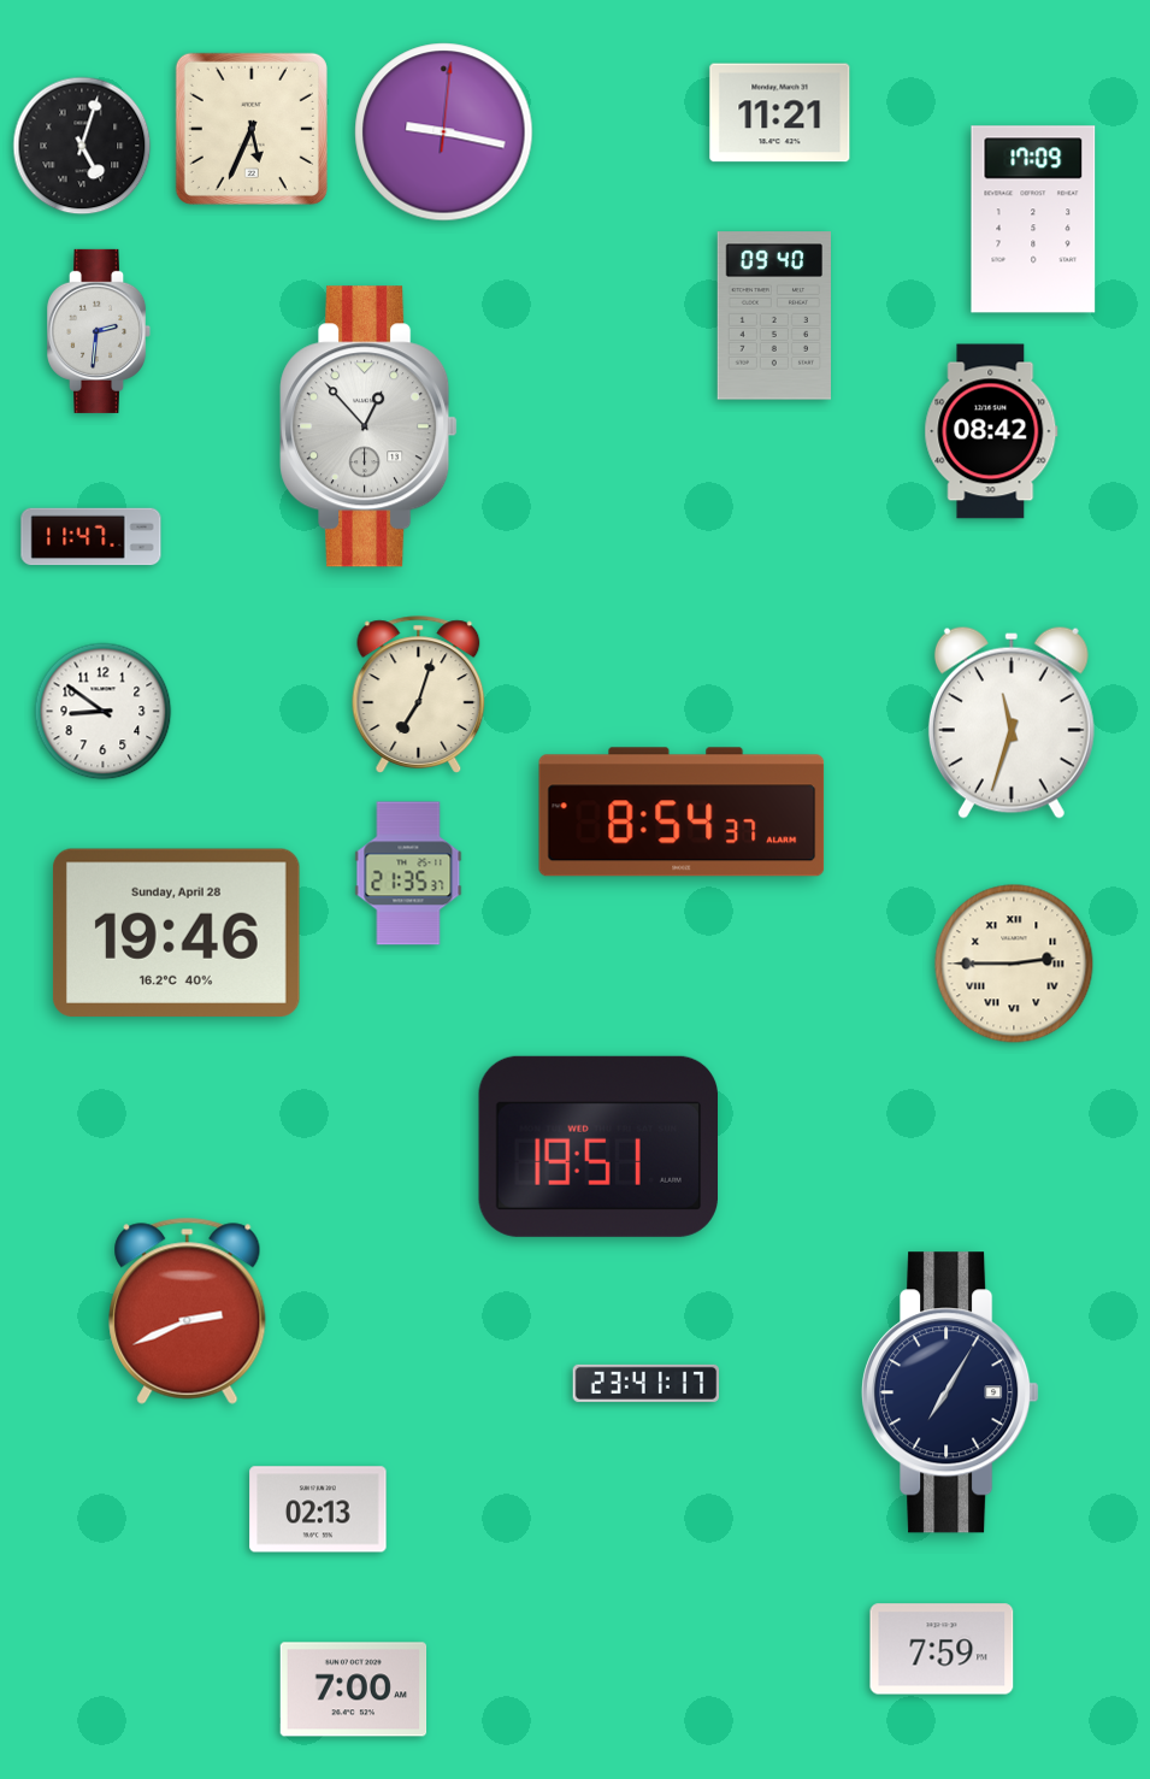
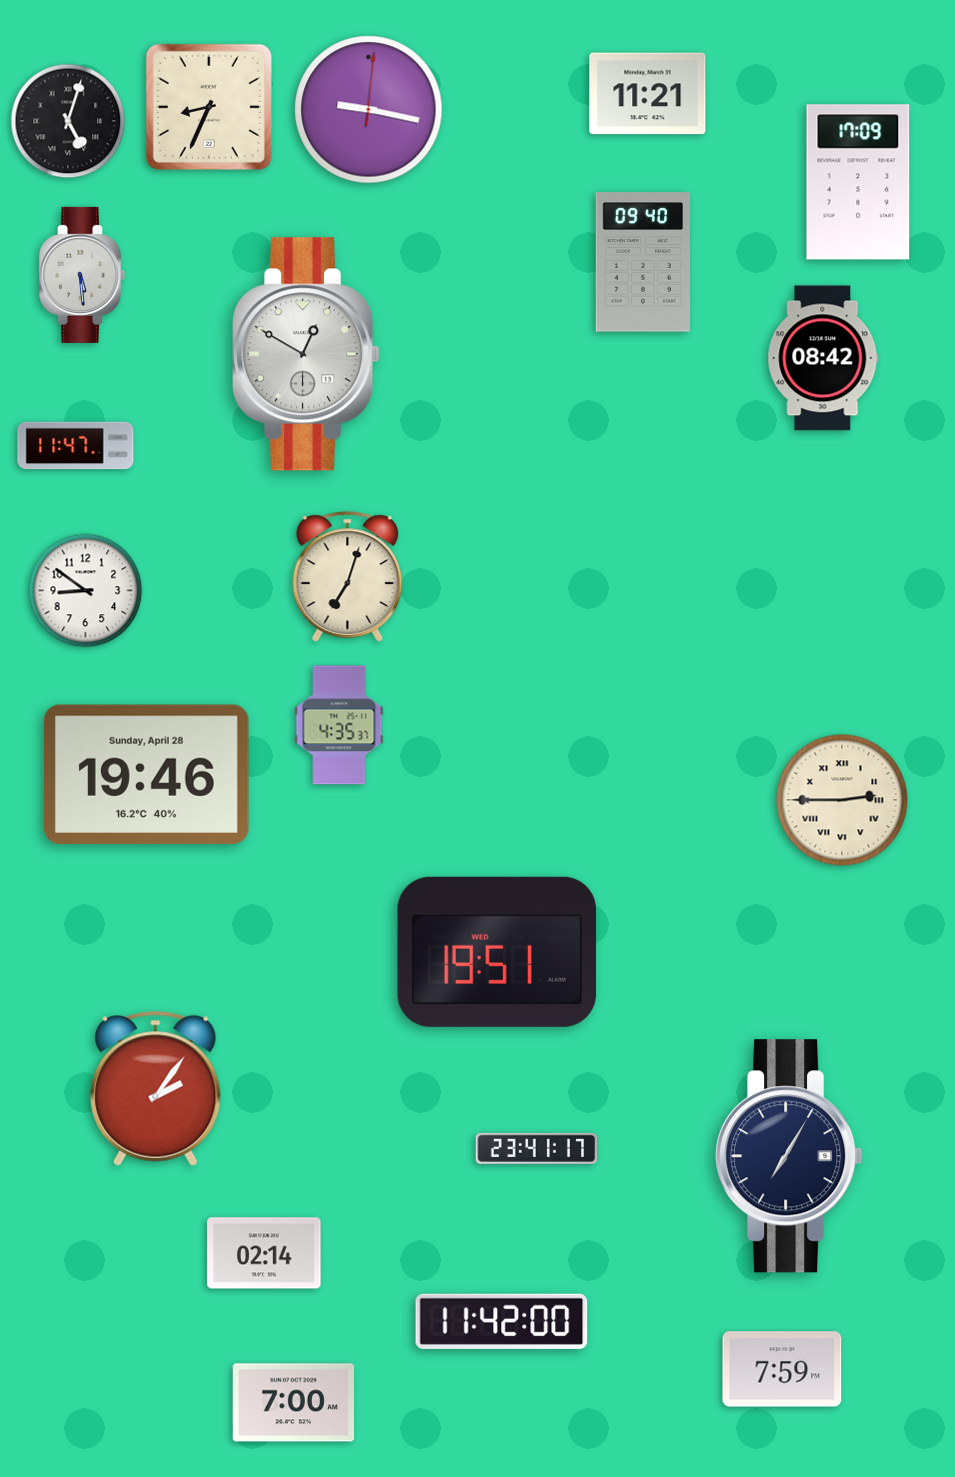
clock at (252, 129): 5:34 -> 8:34
clock at (100, 331): 2:31 -> 5:29
clock at (368, 426): 12:53 -> 12:50
clock at (1012, 723): 11:33 -> none
clock at (682, 812): 8:54 -> none
clock at (408, 873): 21:35 -> 4:35
clock at (188, 1310): 2:41 -> 2:06
clock at (318, 1509): 02:13 -> 02:14
clock at (502, 1321): none -> 11:42
